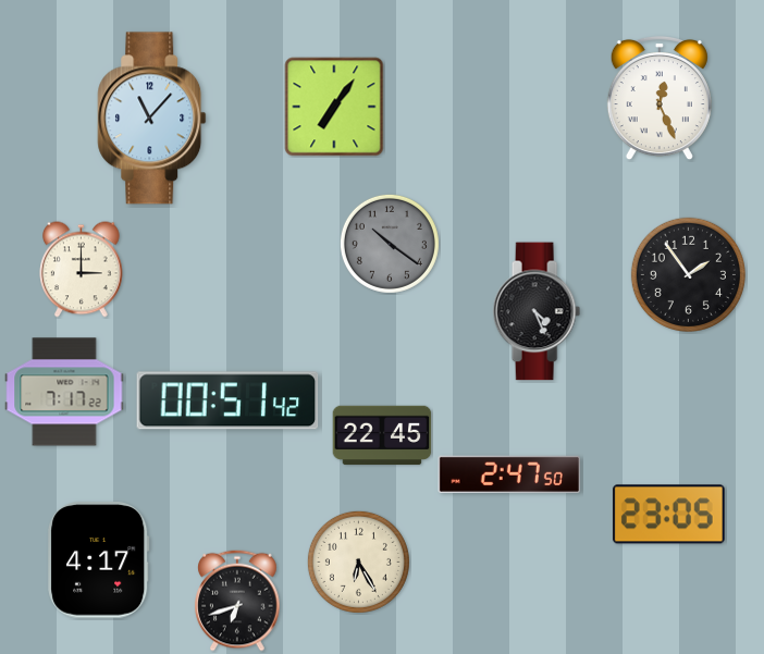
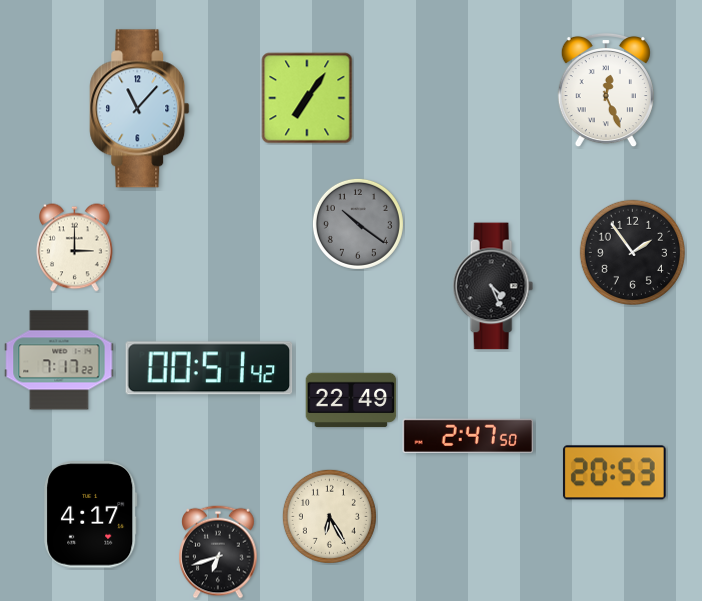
clock at (382, 435): 22:45 -> 22:49
clock at (668, 515): 23:05 -> 20:53
